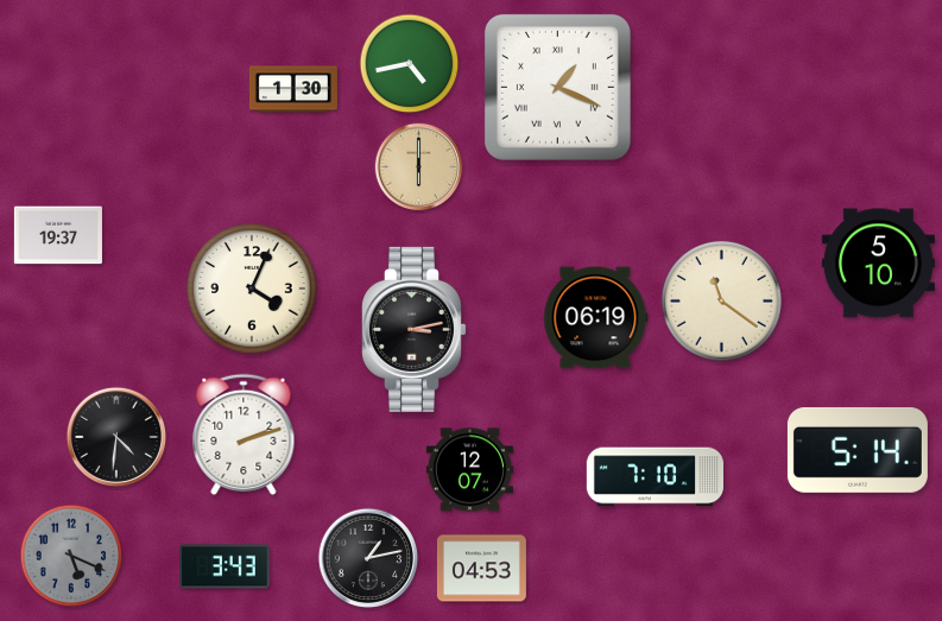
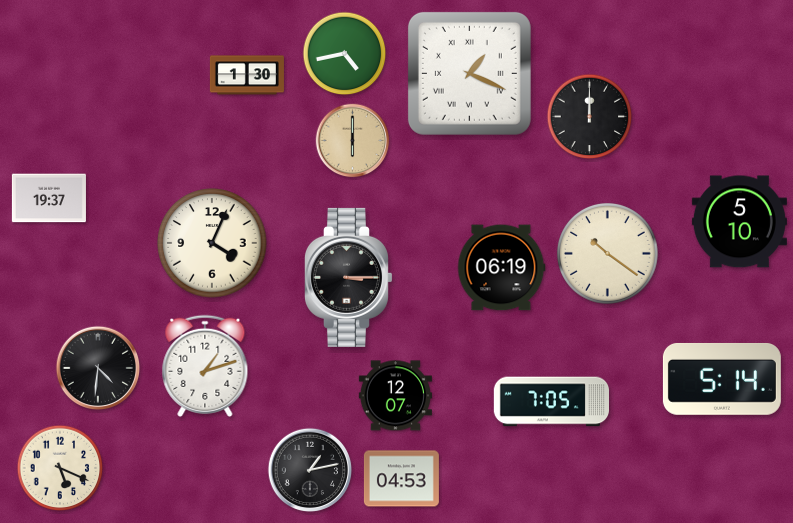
clock at (590, 117): none -> 12:00
clock at (722, 302): 11:21 -> 10:21
clock at (413, 329): 3:13 -> 3:15
clock at (244, 435): 2:12 -> 1:12
clock at (655, 477): 7:10 -> 7:05
clock at (71, 556) dial: grey -> cream
clock at (225, 566): 3:43 -> none
clock at (481, 569) position: (481, 569) -> (401, 479)
